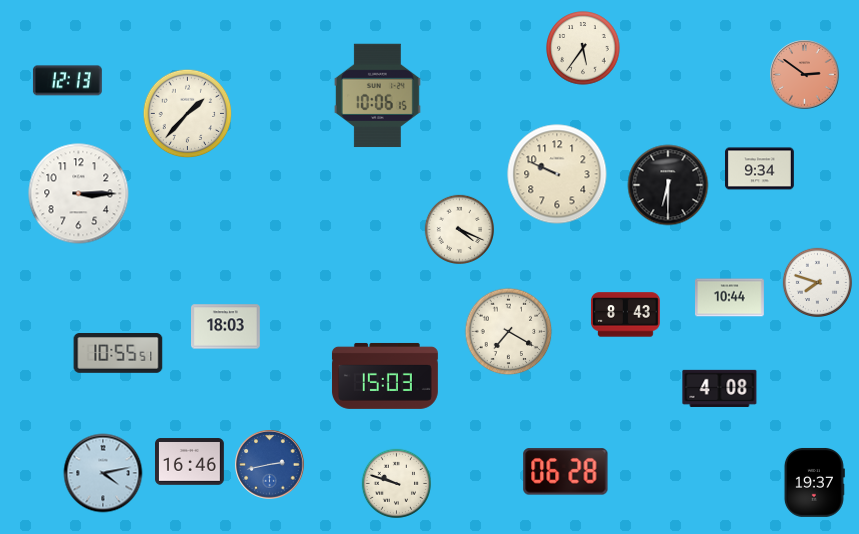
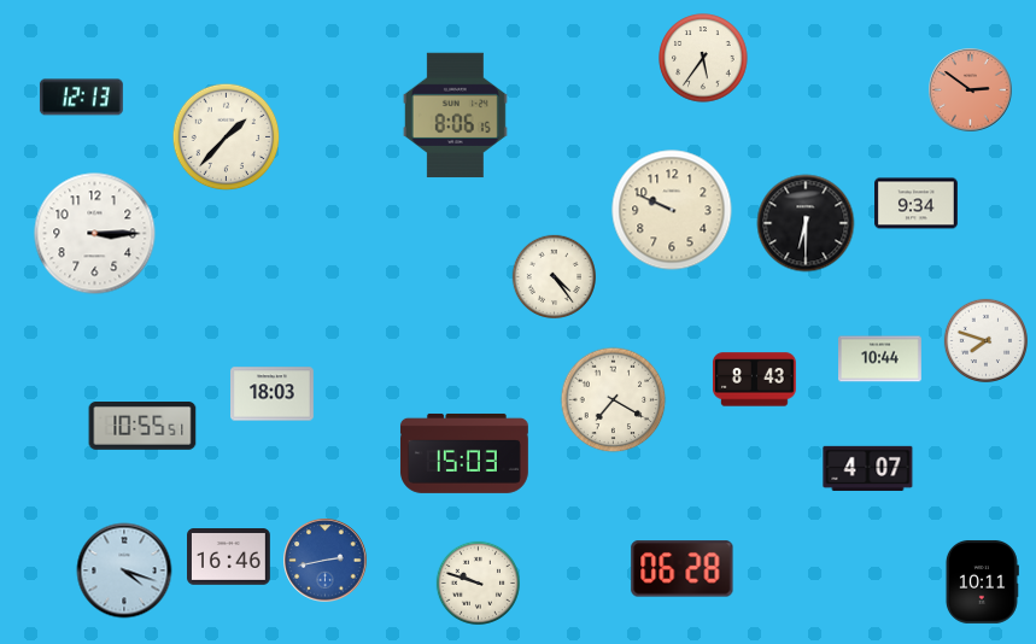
clock at (377, 96): 10:06 -> 8:06
clock at (459, 229): 4:19 -> 4:24
clock at (720, 388): 4:08 -> 4:07
clock at (103, 473): 4:13 -> 4:18
clock at (814, 482): 19:37 -> 10:11
